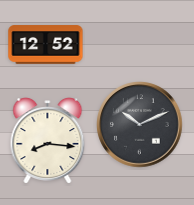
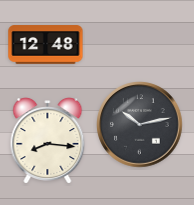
clock at (46, 45): 12:52 -> 12:48
clock at (140, 125): 10:11 -> 10:13
